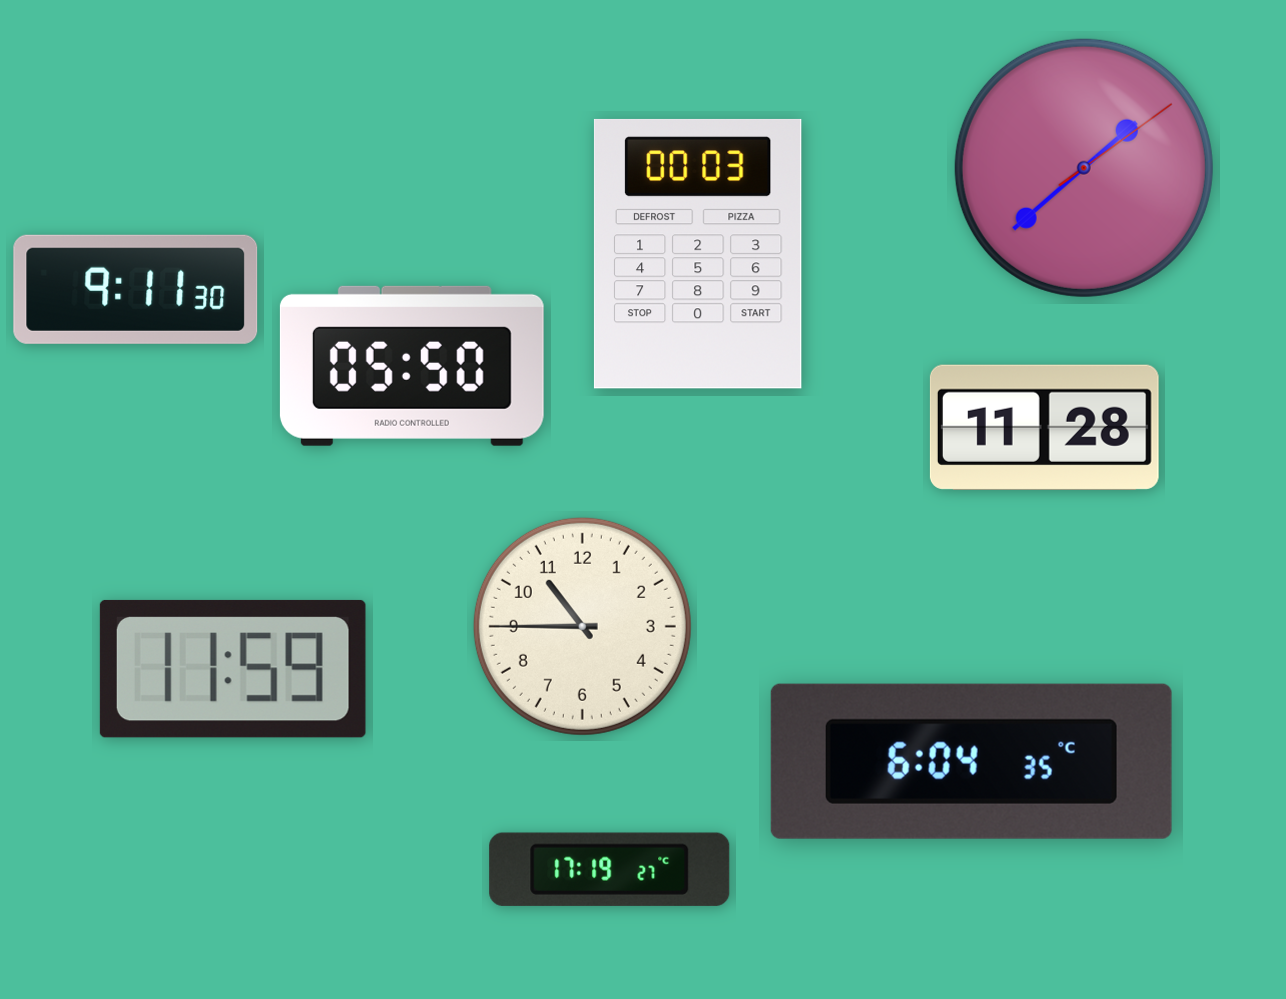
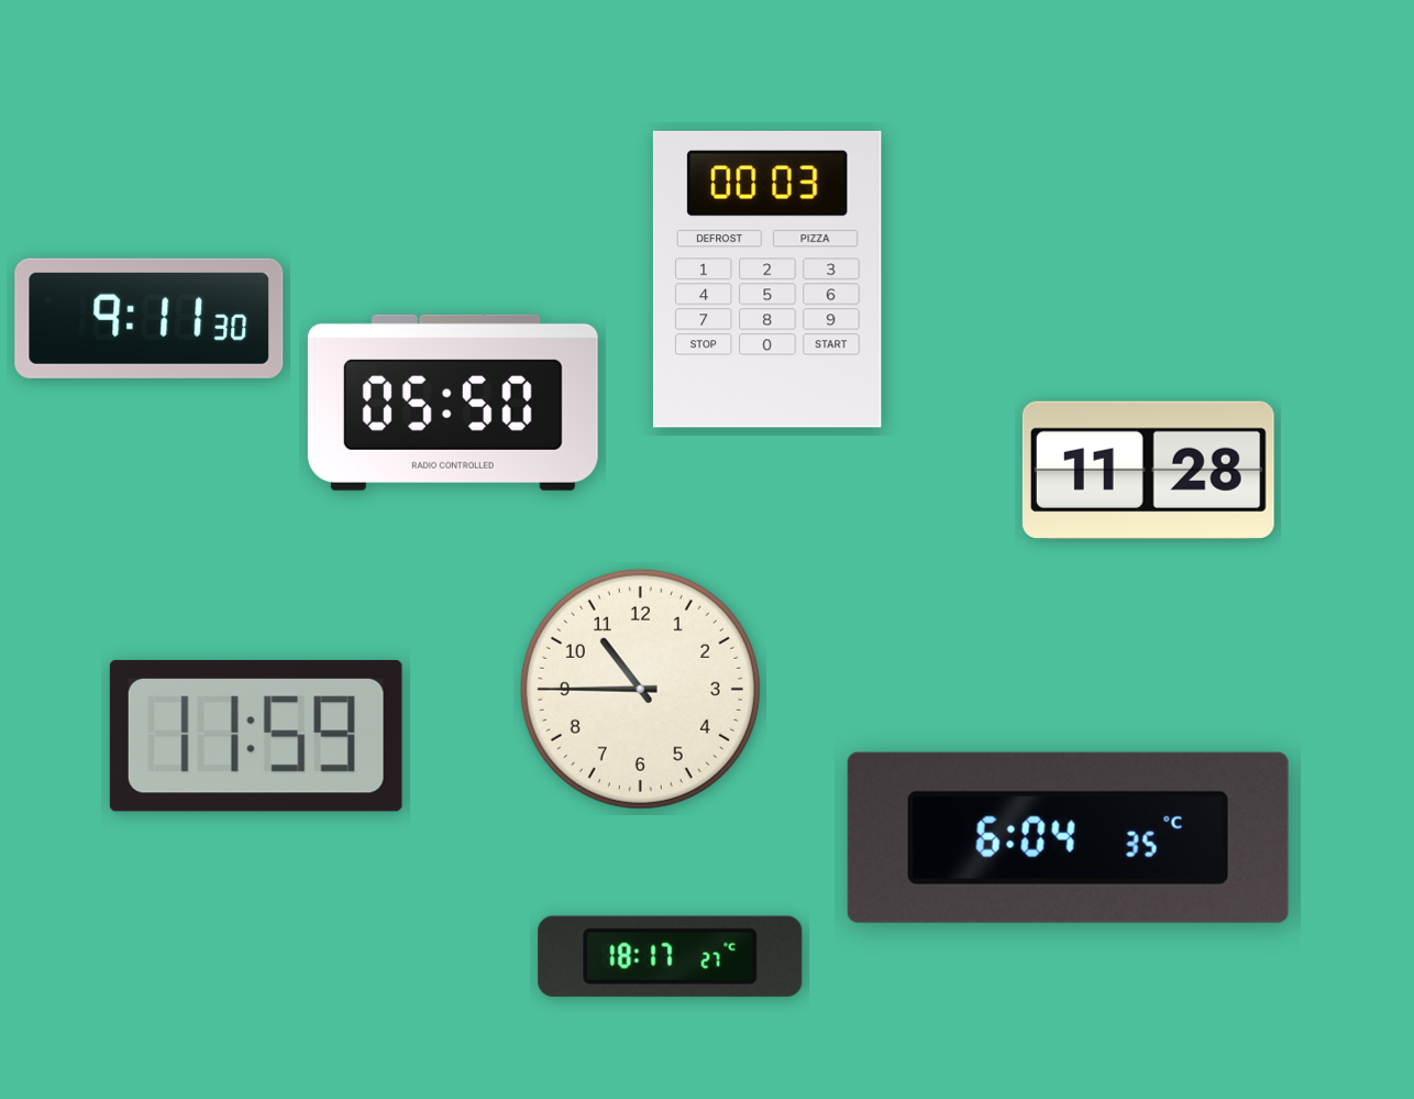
clock at (1084, 168): 1:38 -> none
clock at (610, 869): 17:19 -> 18:17
